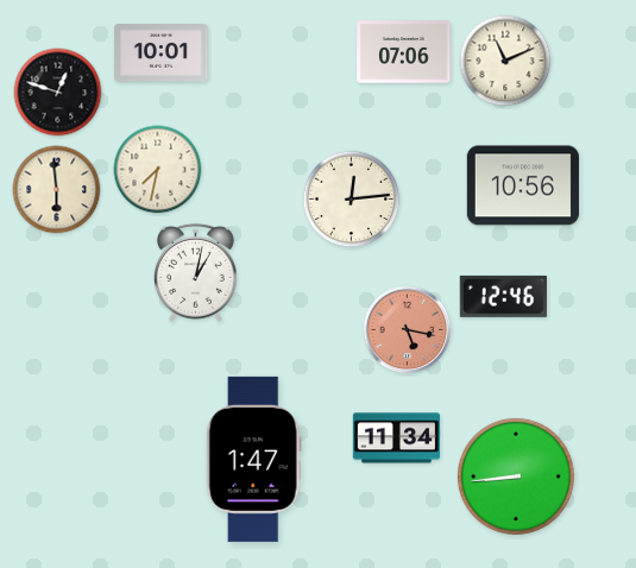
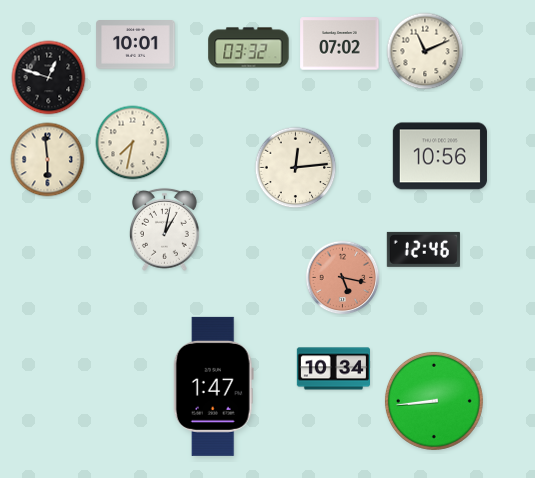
clock at (404, 52): 07:06 -> 07:02
clock at (249, 48): none -> 03:32
clock at (396, 438): 11:34 -> 10:34
